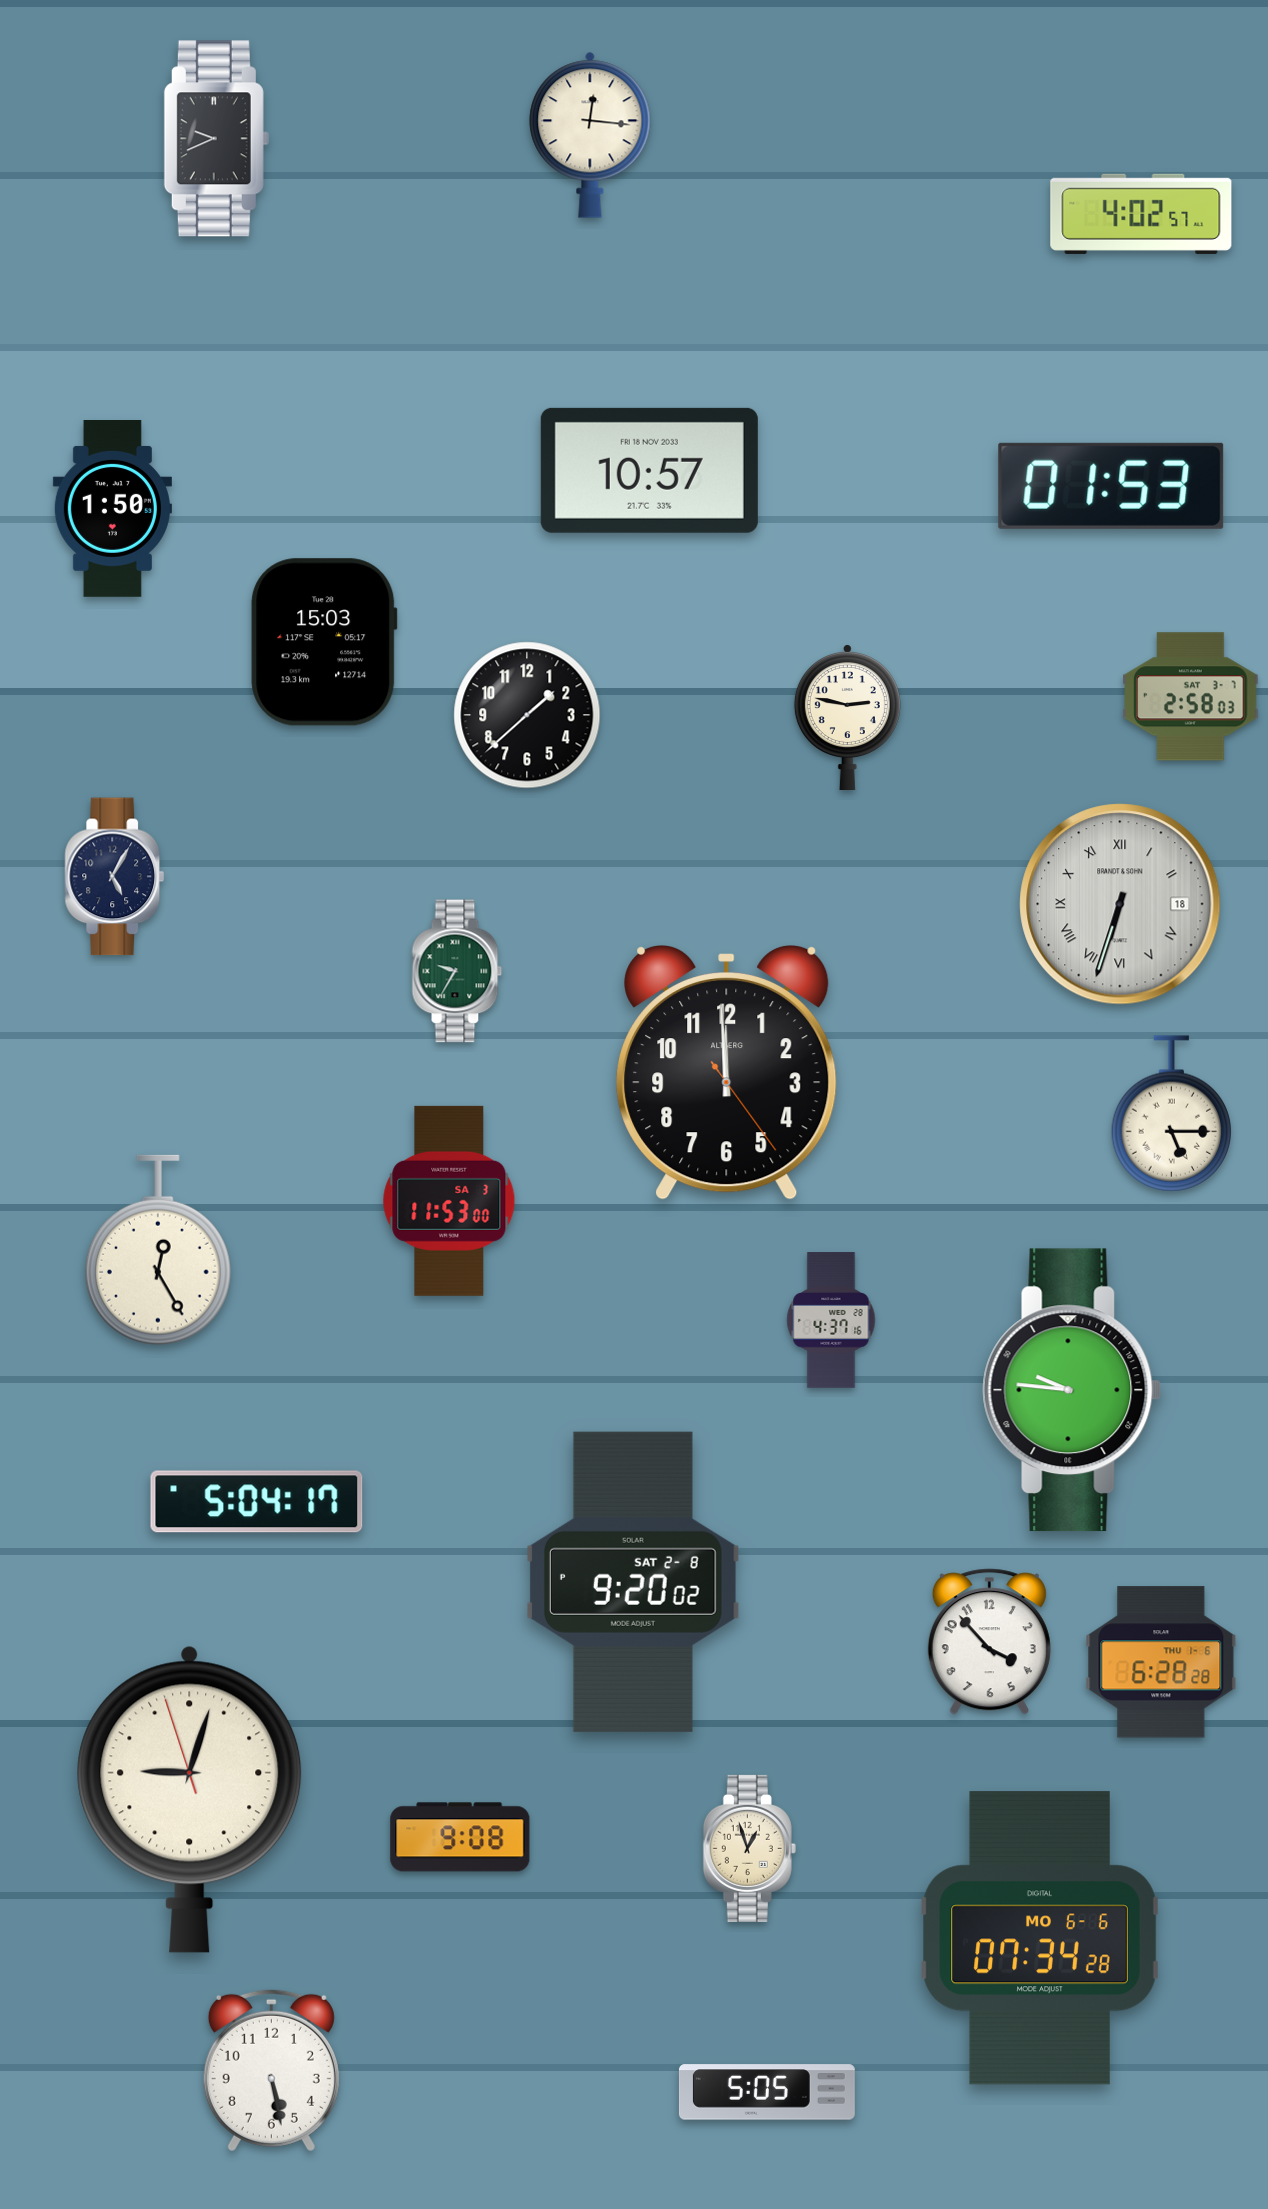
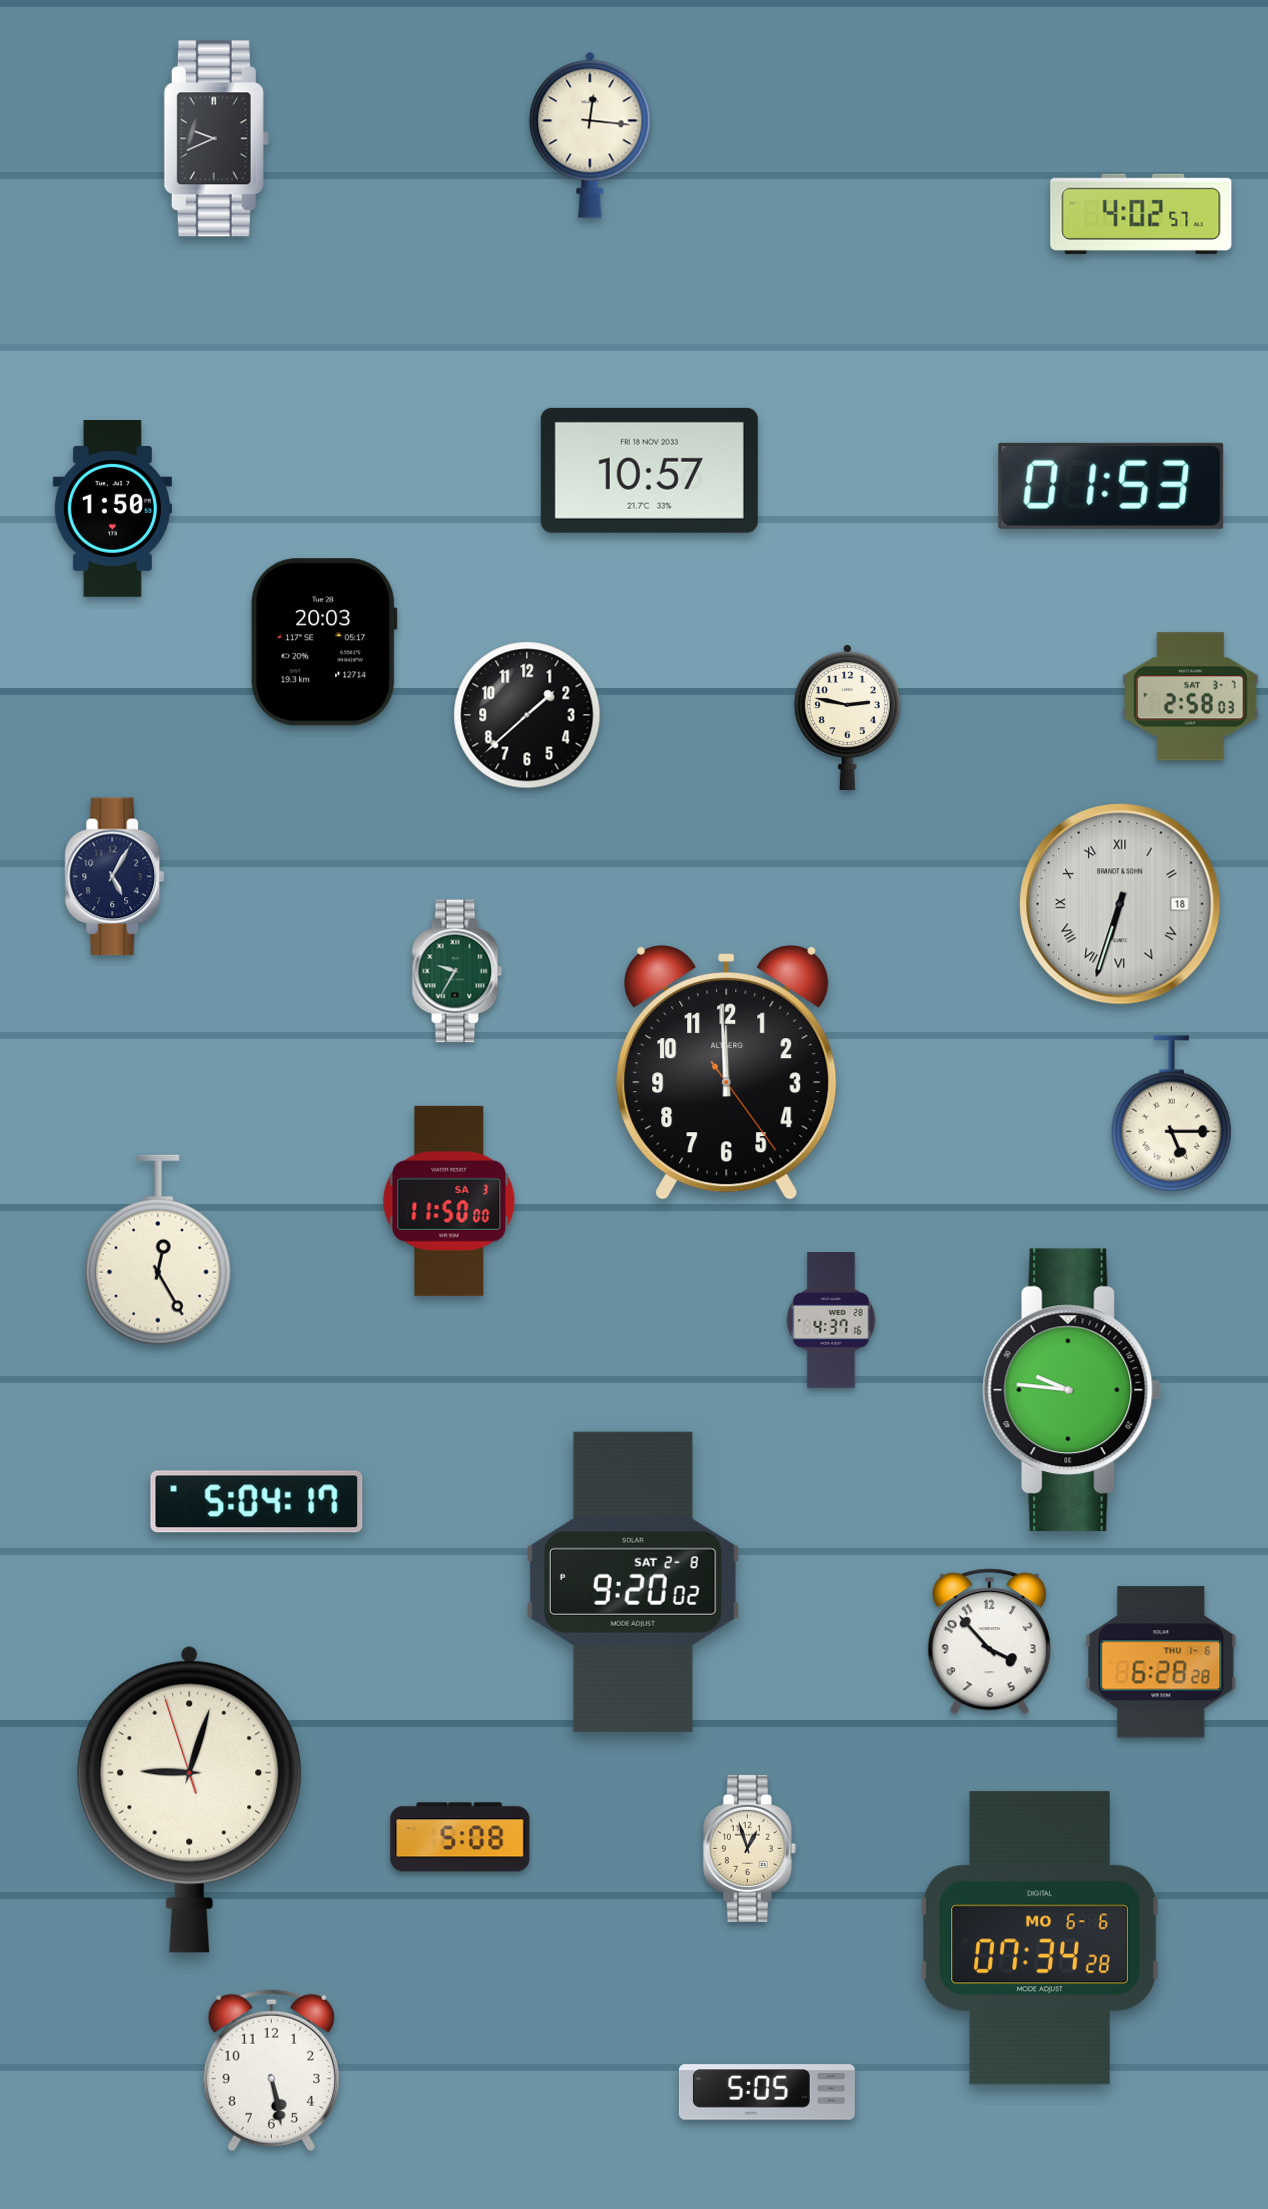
clock at (324, 642): 15:03 -> 20:03
clock at (449, 1201): 11:53 -> 11:50
clock at (460, 1837): 9:08 -> 5:08
